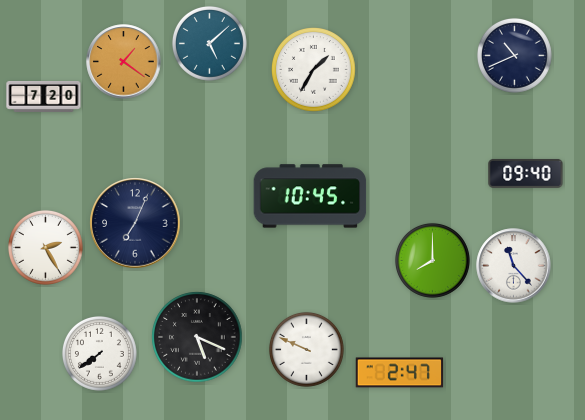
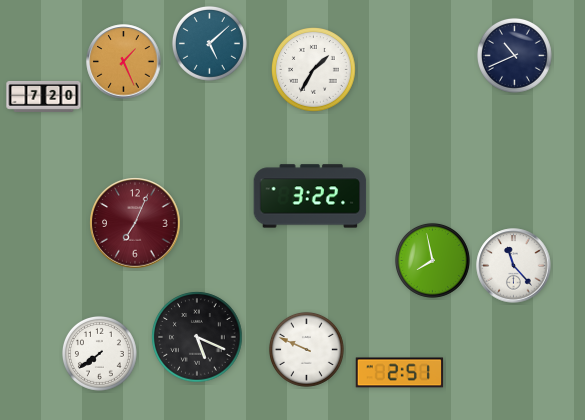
clock at (124, 62): 1:21 -> 1:26
clock at (526, 173): 09:40 -> none
clock at (310, 196): 10:45 -> 3:22
clock at (135, 223) dial: navy -> burgundy
clock at (45, 247): 2:25 -> none
clock at (432, 260): 8:00 -> 7:58
clock at (400, 373): 2:47 -> 2:51
